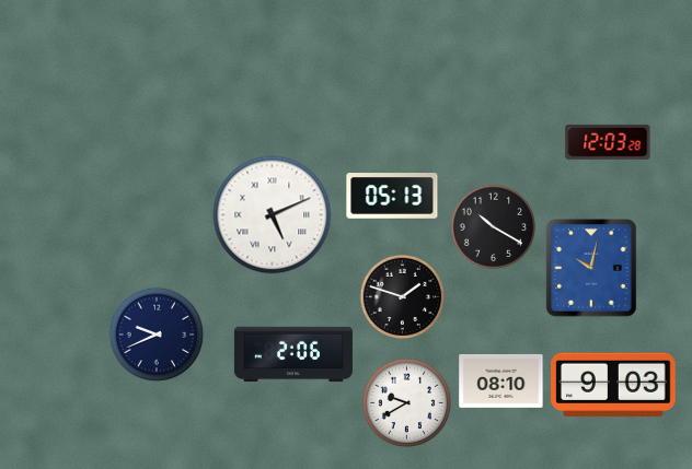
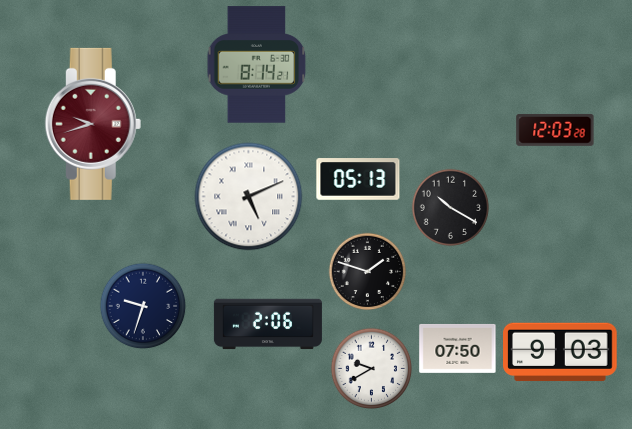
clock at (257, 65): none -> 8:14
clock at (93, 124): none -> 9:42
clock at (591, 268): 10:02 -> none
clock at (157, 335): 9:41 -> 9:33
clock at (501, 380): 08:10 -> 07:50
